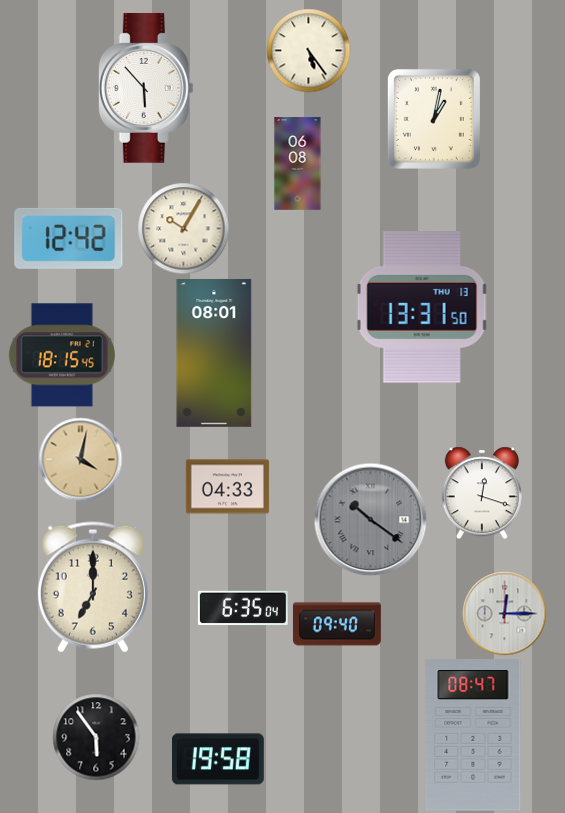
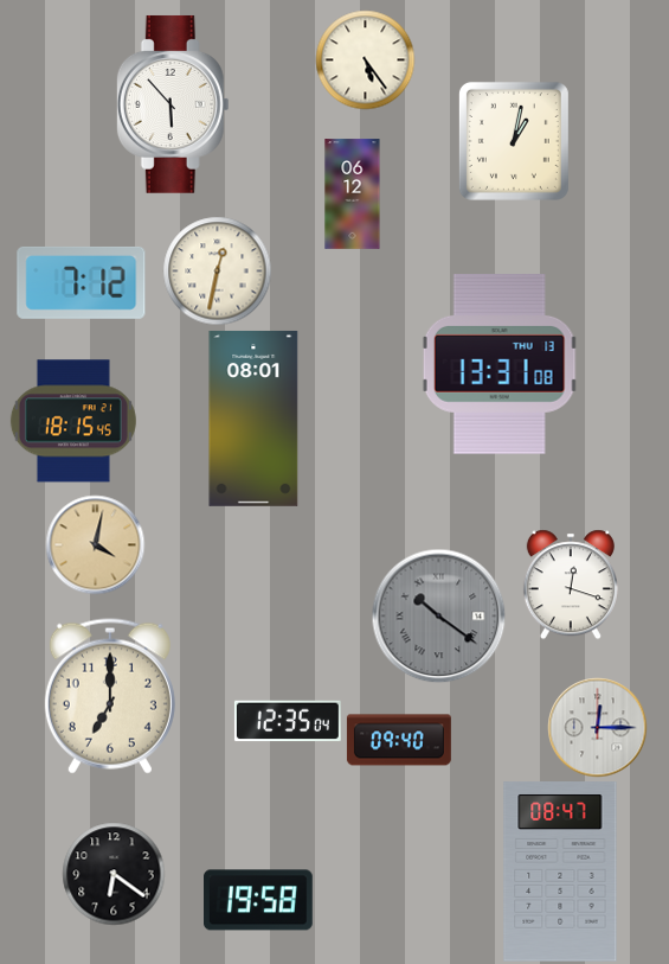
clock at (298, 164): 06:08 -> 06:12
clock at (183, 228): 10:05 -> 12:32
clock at (69, 238): 12:42 -> 7:12
clock at (422, 308): 13:31:50 -> 13:31:08
clock at (227, 487): 04:33 -> none
clock at (243, 608): 6:35 -> 12:35
clock at (96, 737): 5:54 -> 6:21
